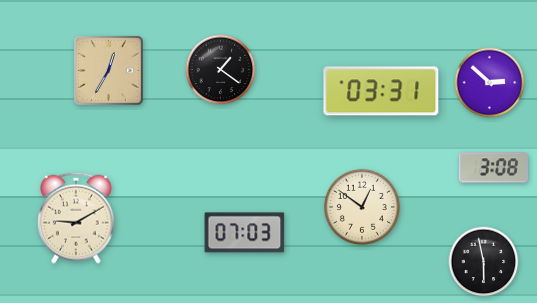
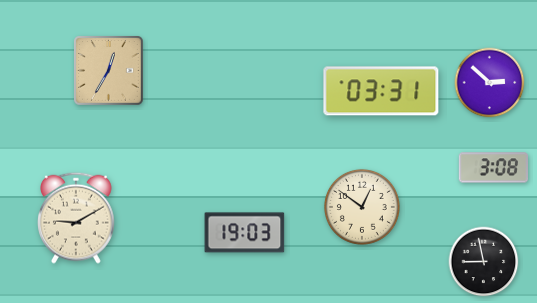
clock at (221, 70): 1:21 -> none
clock at (245, 233): 07:03 -> 19:03
clock at (484, 262): 5:58 -> 8:58
